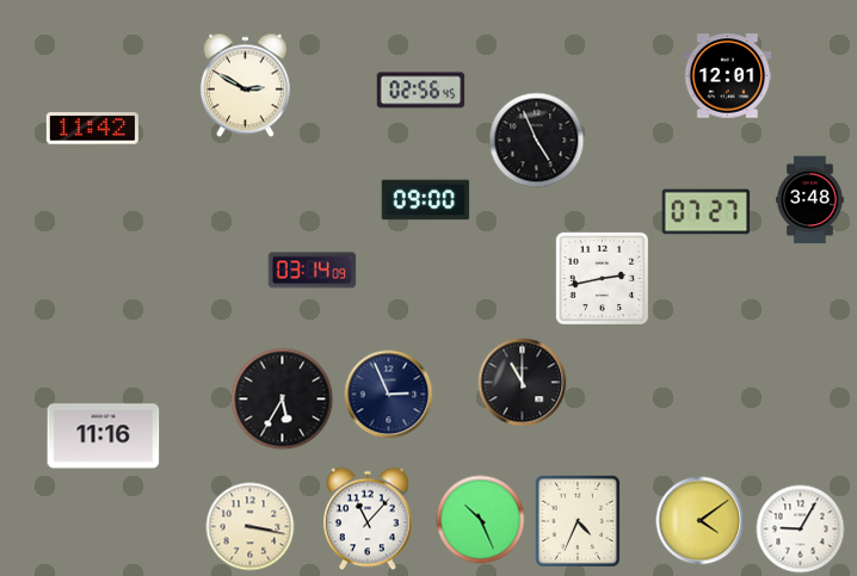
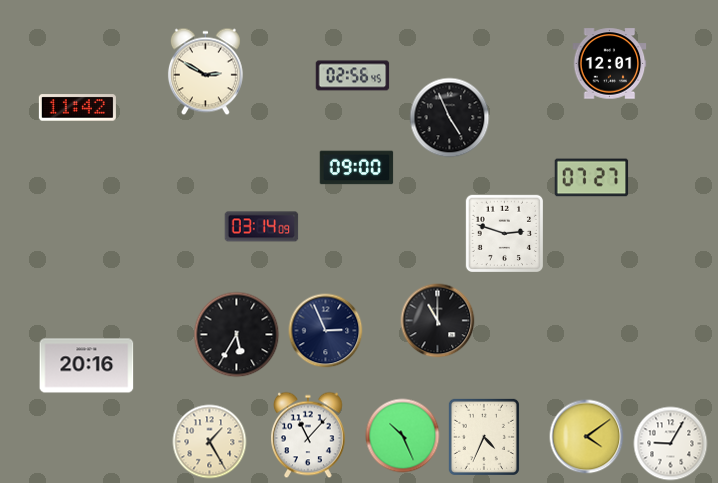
clock at (810, 200): 3:48 -> none
clock at (602, 278): 2:43 -> 2:48
clock at (104, 436): 11:16 -> 20:16
clock at (251, 527): 3:17 -> 1:25
